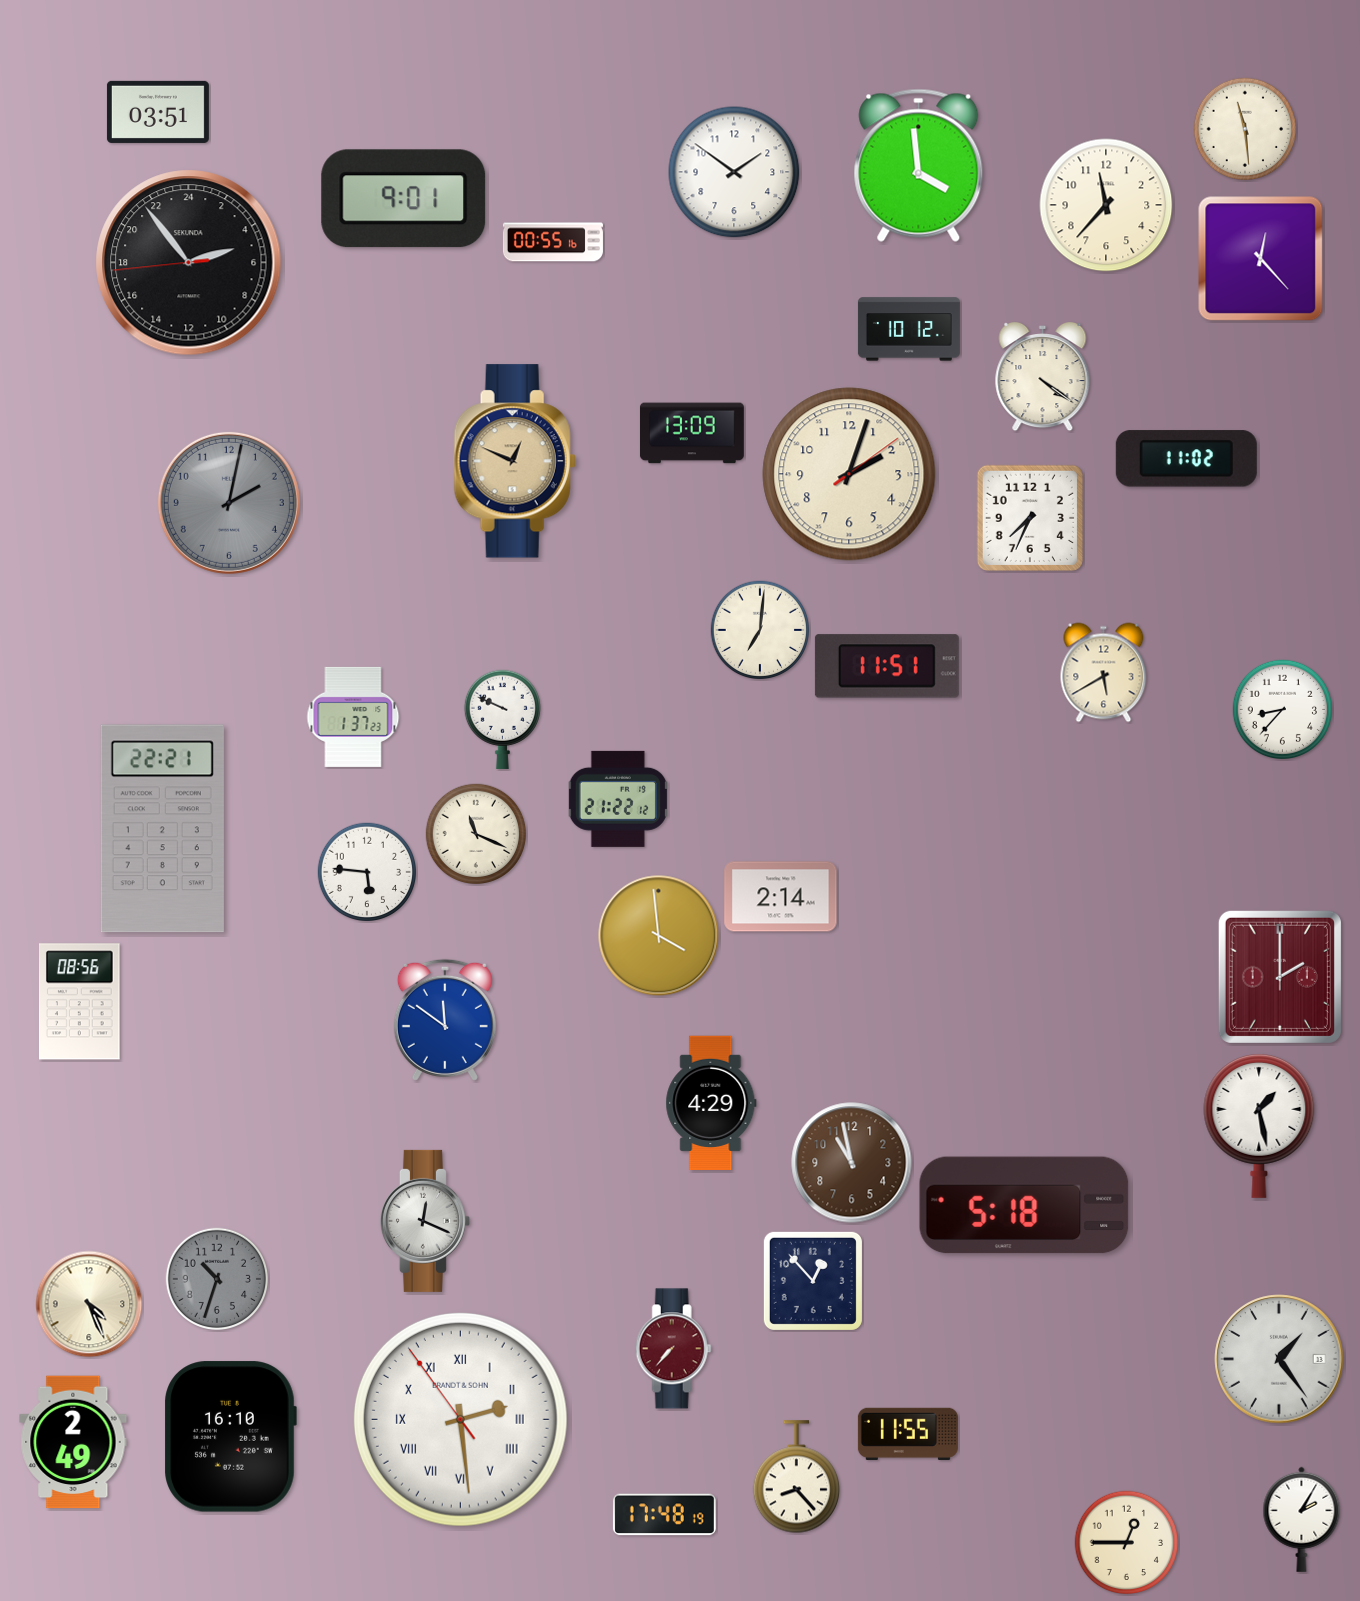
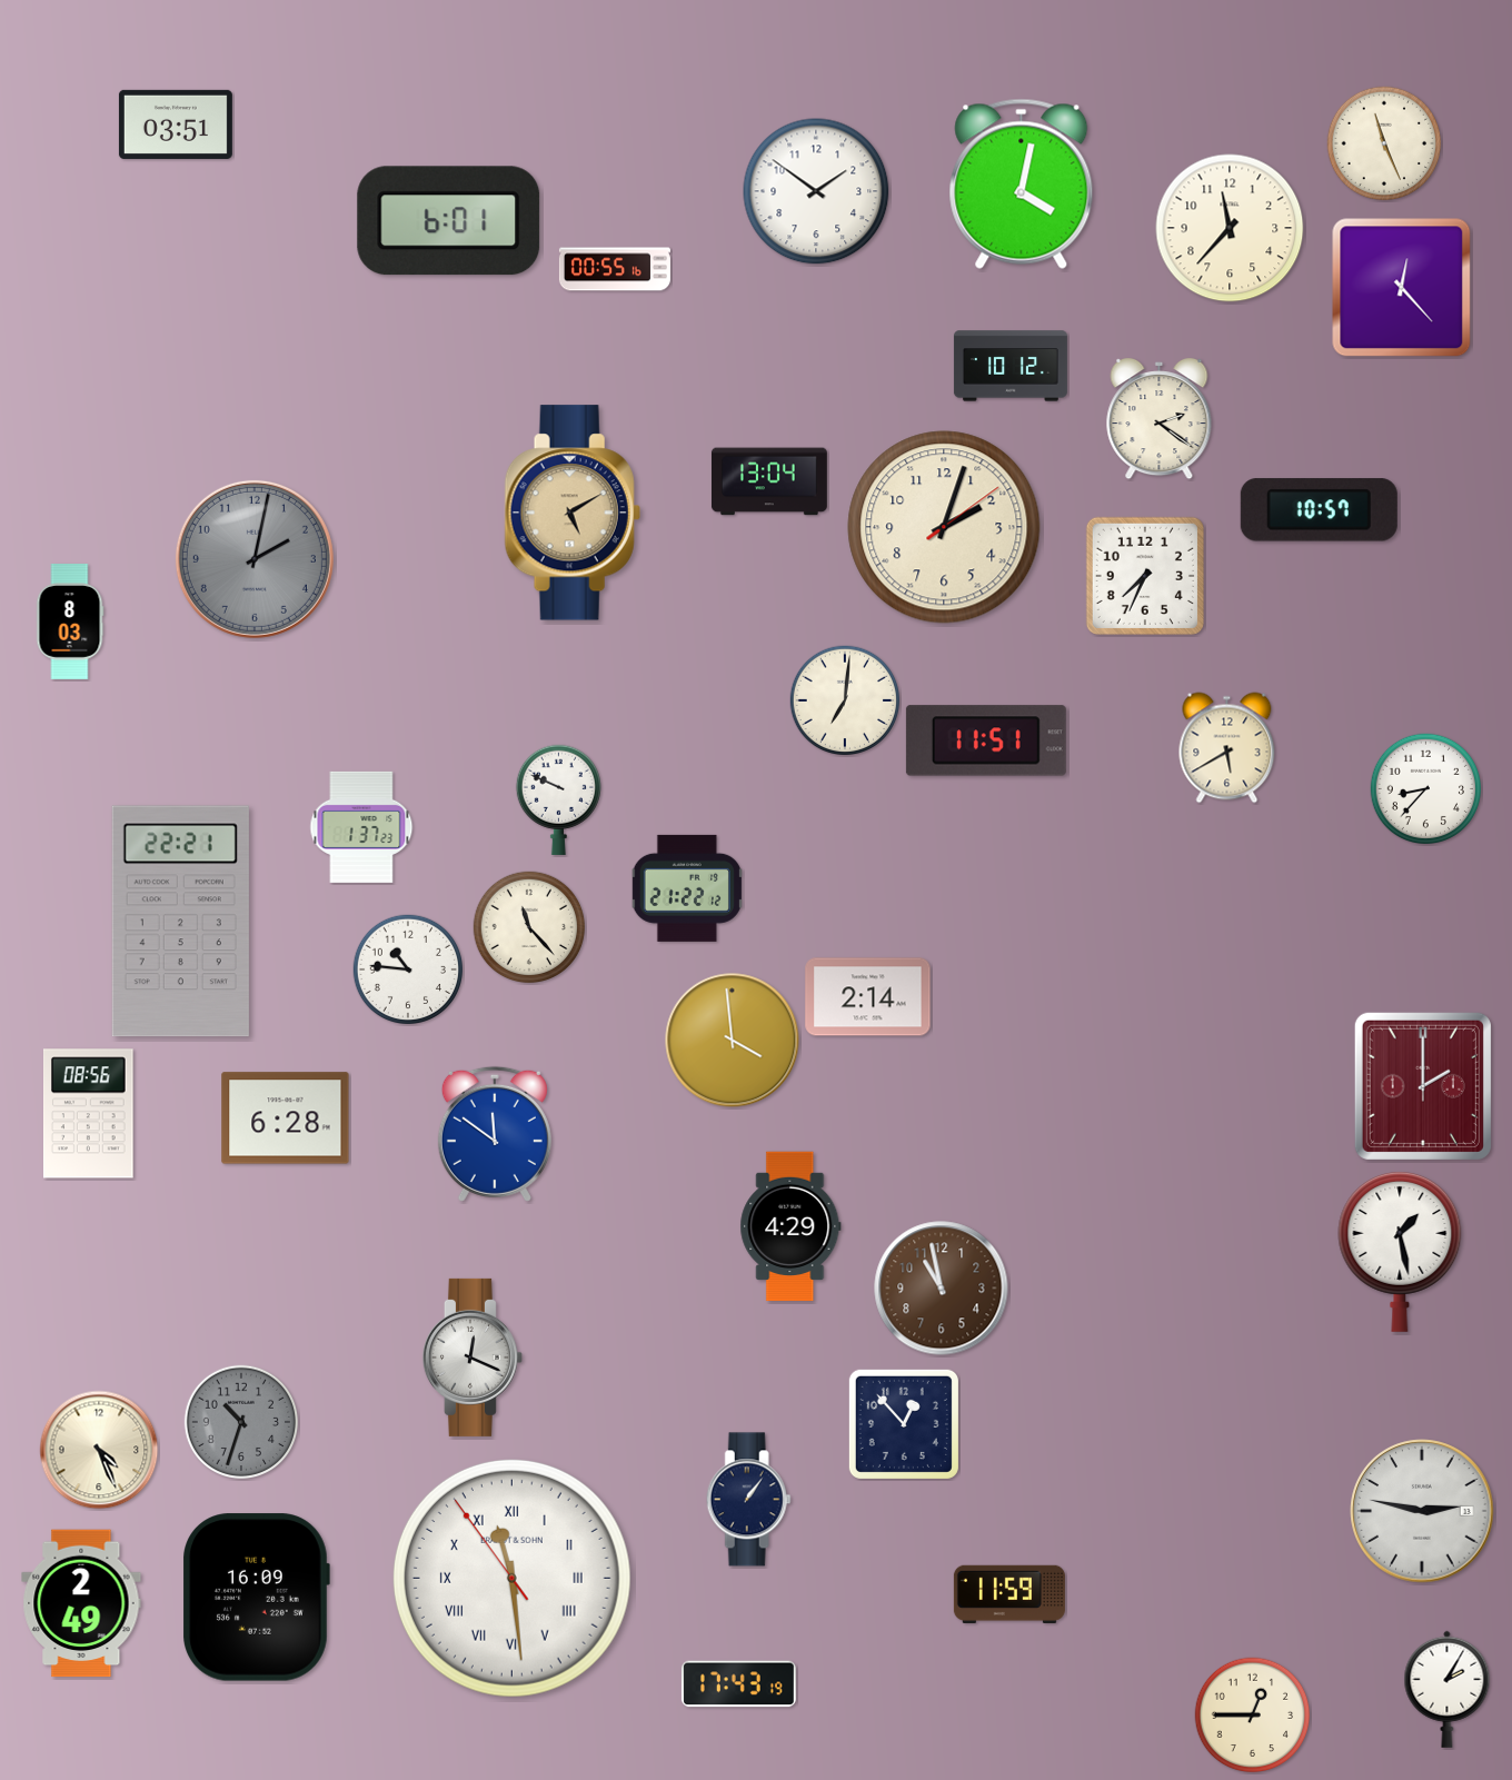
clock at (1245, 129): 11:29 -> 11:26
clock at (919, 165): 3:59 -> 4:02
clock at (404, 199): 9:01 -> 6:01
clock at (189, 263): 4:53 -> none
clock at (1043, 377): 4:21 -> 2:21
clock at (692, 433): 13:09 -> 13:04
clock at (1186, 459): 11:02 -> 10:57
clock at (515, 461): 12:49 -> 5:10
clock at (70, 623): none -> 8:03
clock at (353, 717) position: (353, 717) -> (361, 827)
clock at (476, 834): 11:19 -> 11:23
clock at (366, 871): 5:46 -> 10:46
clock at (286, 1118): none -> 6:28
clock at (852, 1163) position: (852, 1163) -> (942, 1289)
clock at (1024, 1205): 5:18 -> none
clock at (673, 1349): 7:37 -> 1:06
clock at (673, 1349) dial: burgundy -> navy
clock at (1279, 1359): 1:24 -> 2:47
clock at (460, 1419): 2:28 -> 11:28
clock at (908, 1434): 11:55 -> 11:59
clock at (230, 1437): 16:10 -> 16:09
clock at (797, 1477): 8:23 -> none
clock at (664, 1515): 17:48 -> 17:43
